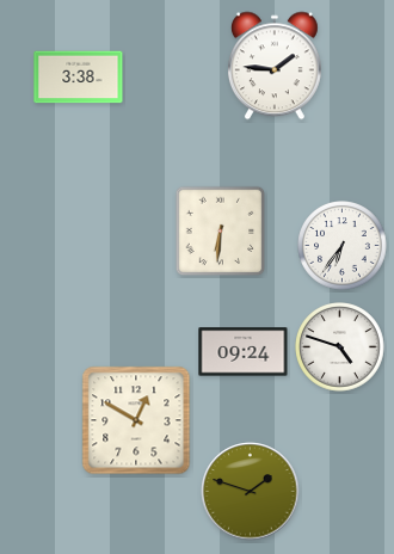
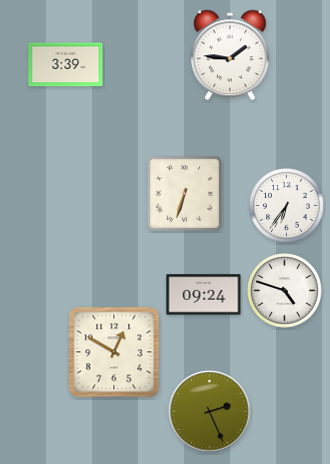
clock at (79, 78): 3:38 -> 3:39
clock at (221, 232): 6:31 -> 6:33
clock at (251, 492): 1:48 -> 2:26
